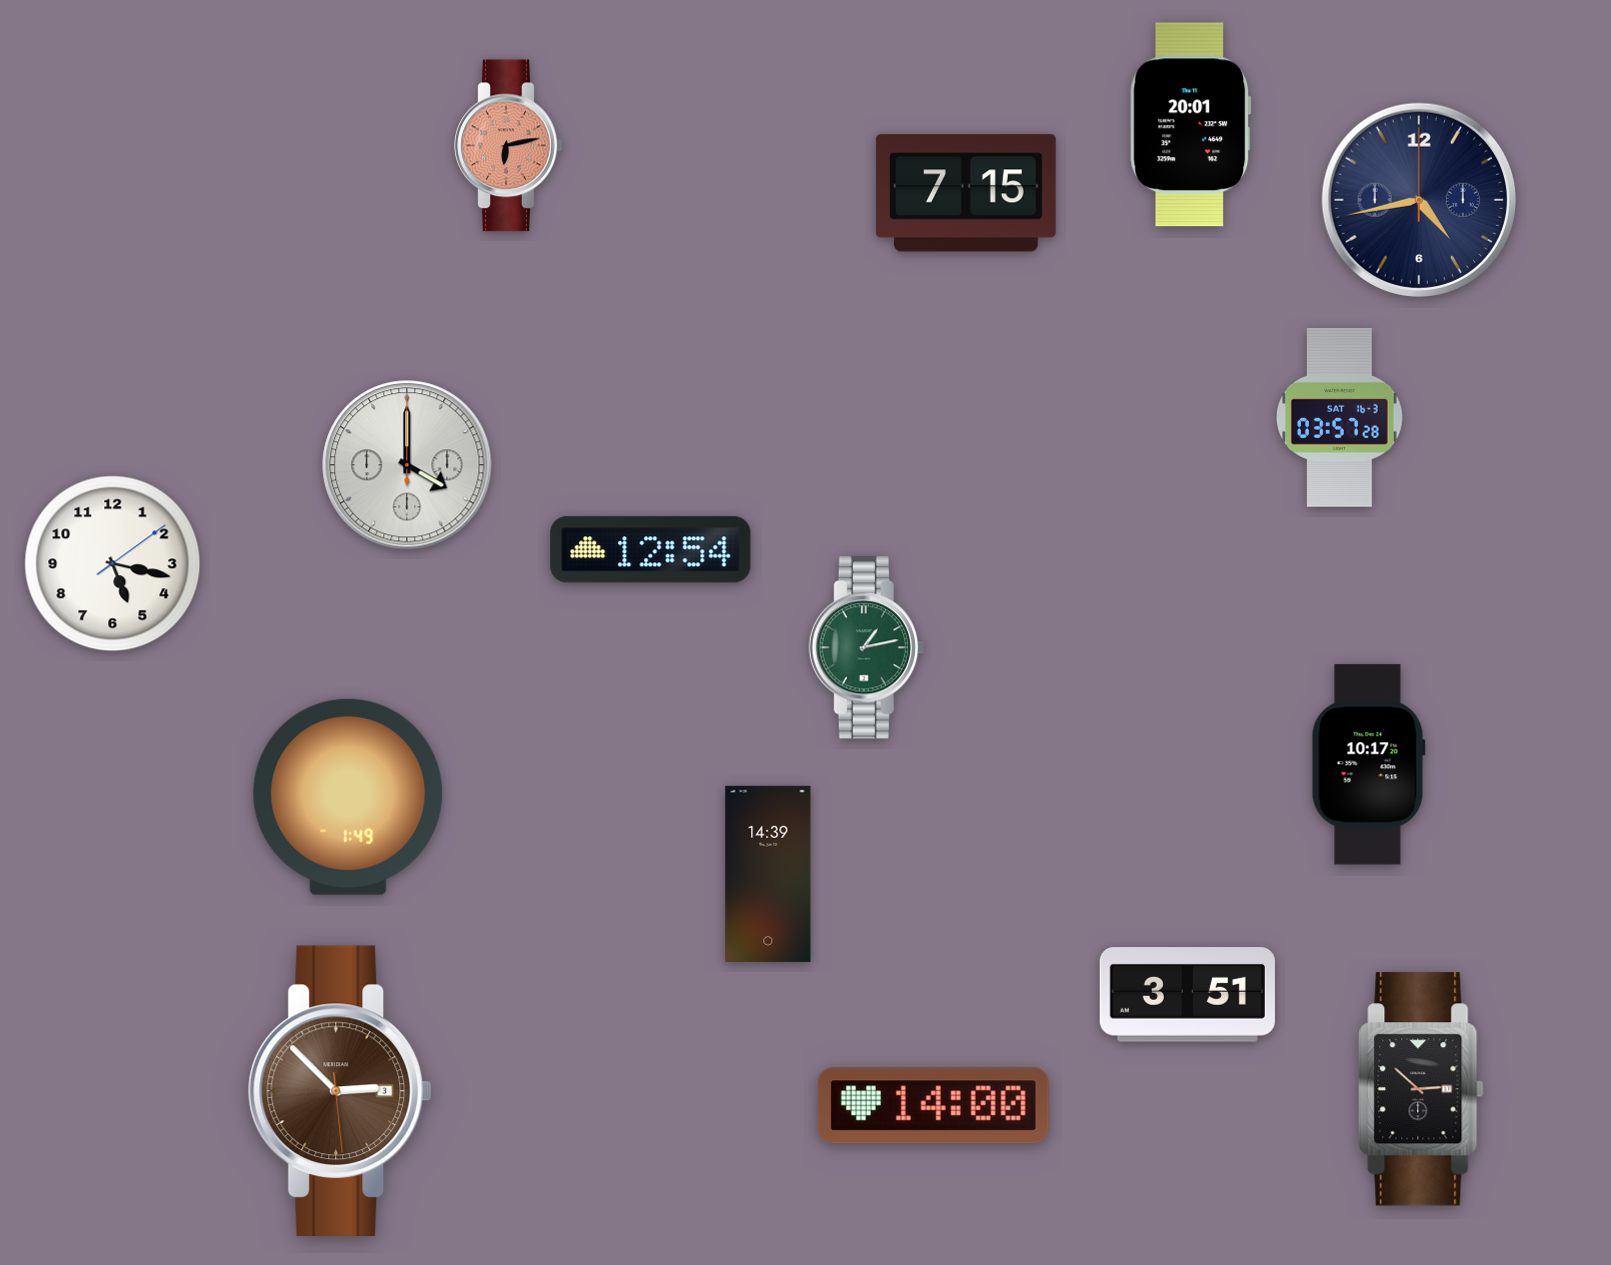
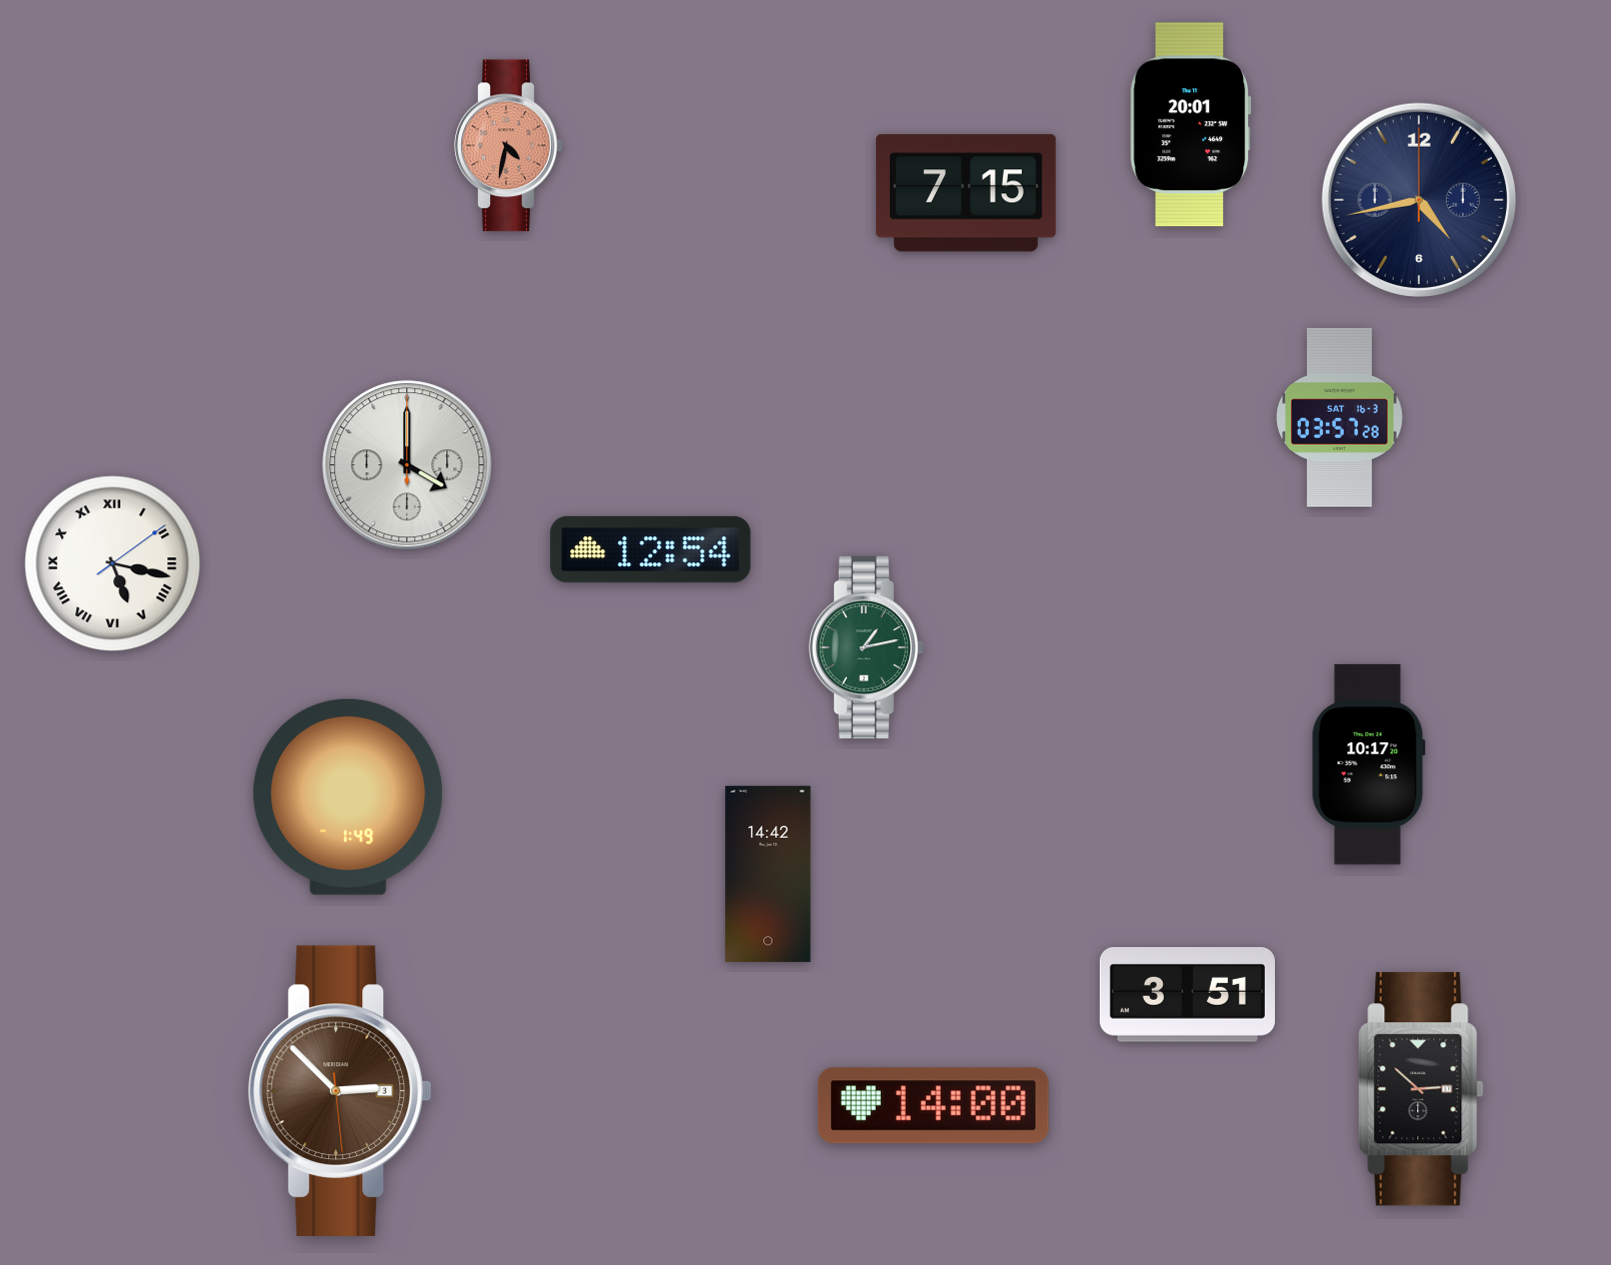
clock at (509, 146): 6:13 -> 4:32
clock at (113, 564) numerals: Arabic -> Roman
clock at (768, 874): 14:39 -> 14:42
